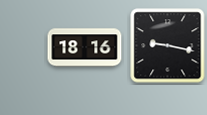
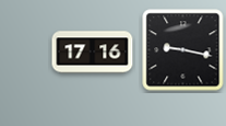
clock at (85, 48): 18:16 -> 17:16
